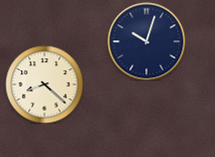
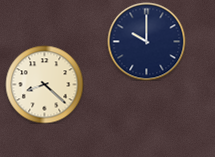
clock at (146, 41): 10:03 -> 10:00
